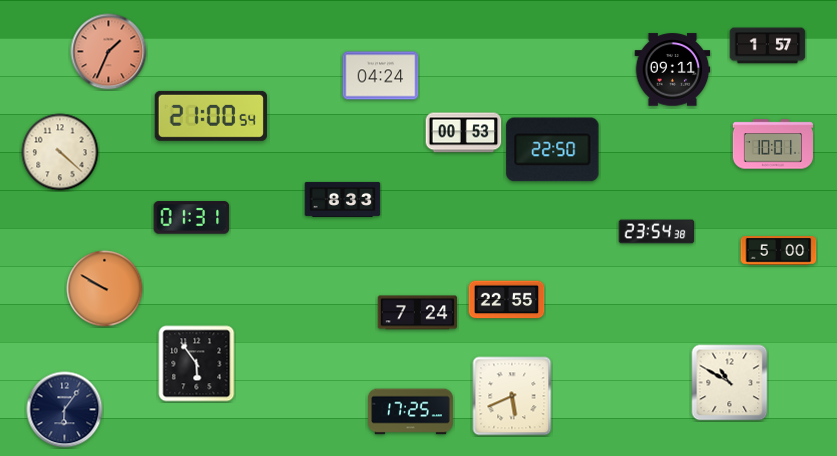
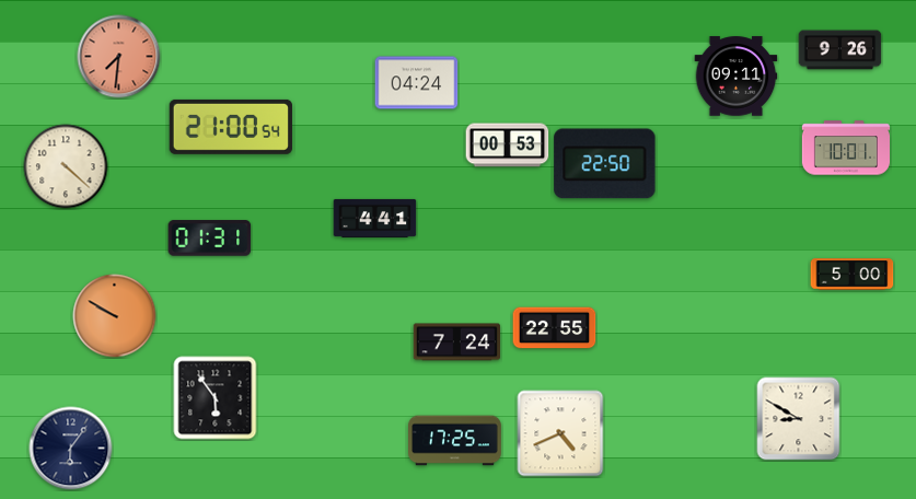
clock at (768, 46): 1:57 -> 9:26
clock at (109, 52): 1:34 -> 7:31
clock at (772, 144) position: (772, 144) -> (845, 148)
clock at (343, 199): 8:33 -> 4:41
clock at (657, 232): 23:54 -> none
clock at (730, 383): 10:50 -> 8:50
clock at (512, 396): 5:41 -> 4:41
clock at (411, 412) position: (411, 412) -> (455, 441)
